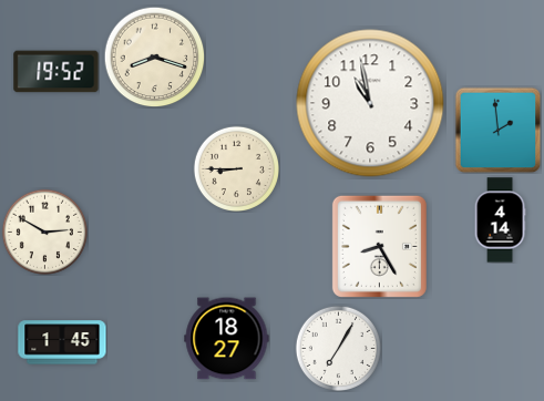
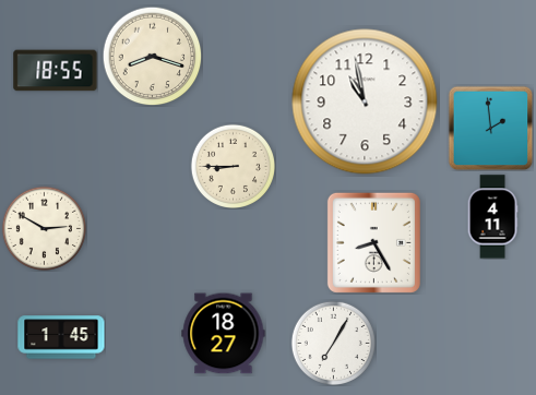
clock at (57, 72): 19:52 -> 18:55
clock at (500, 220): 4:14 -> 4:11
